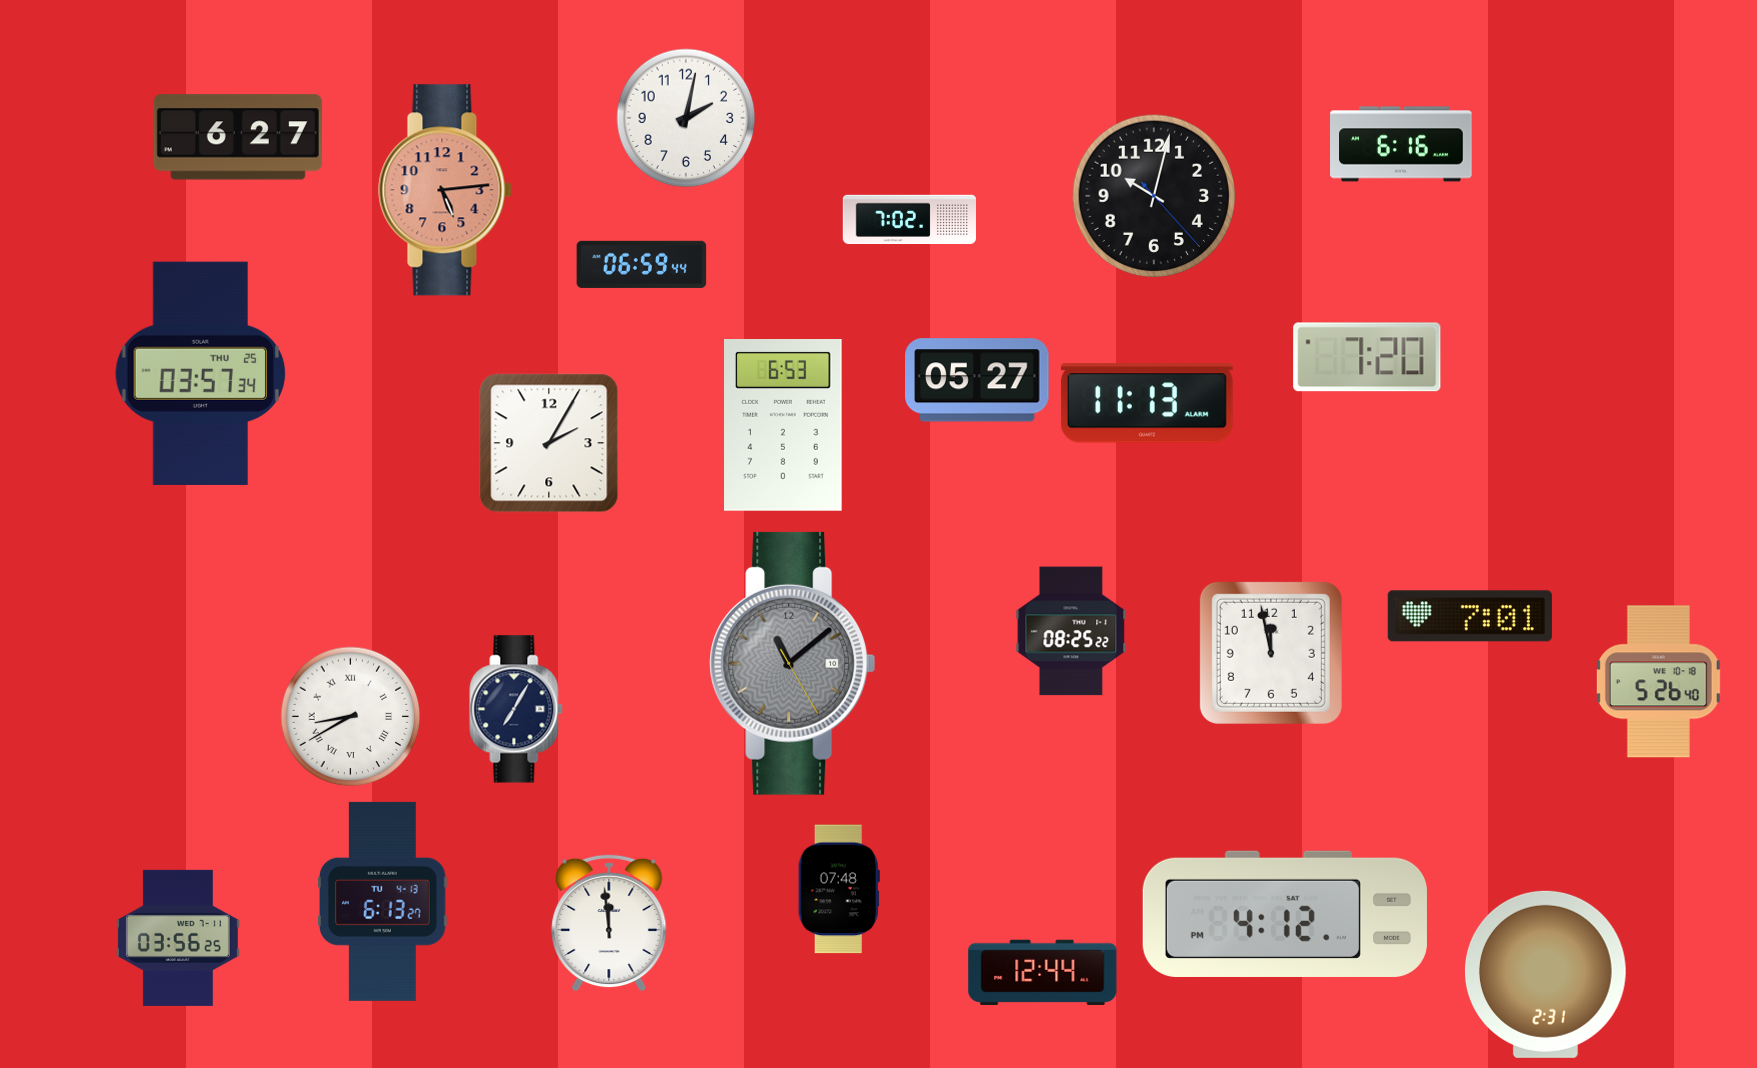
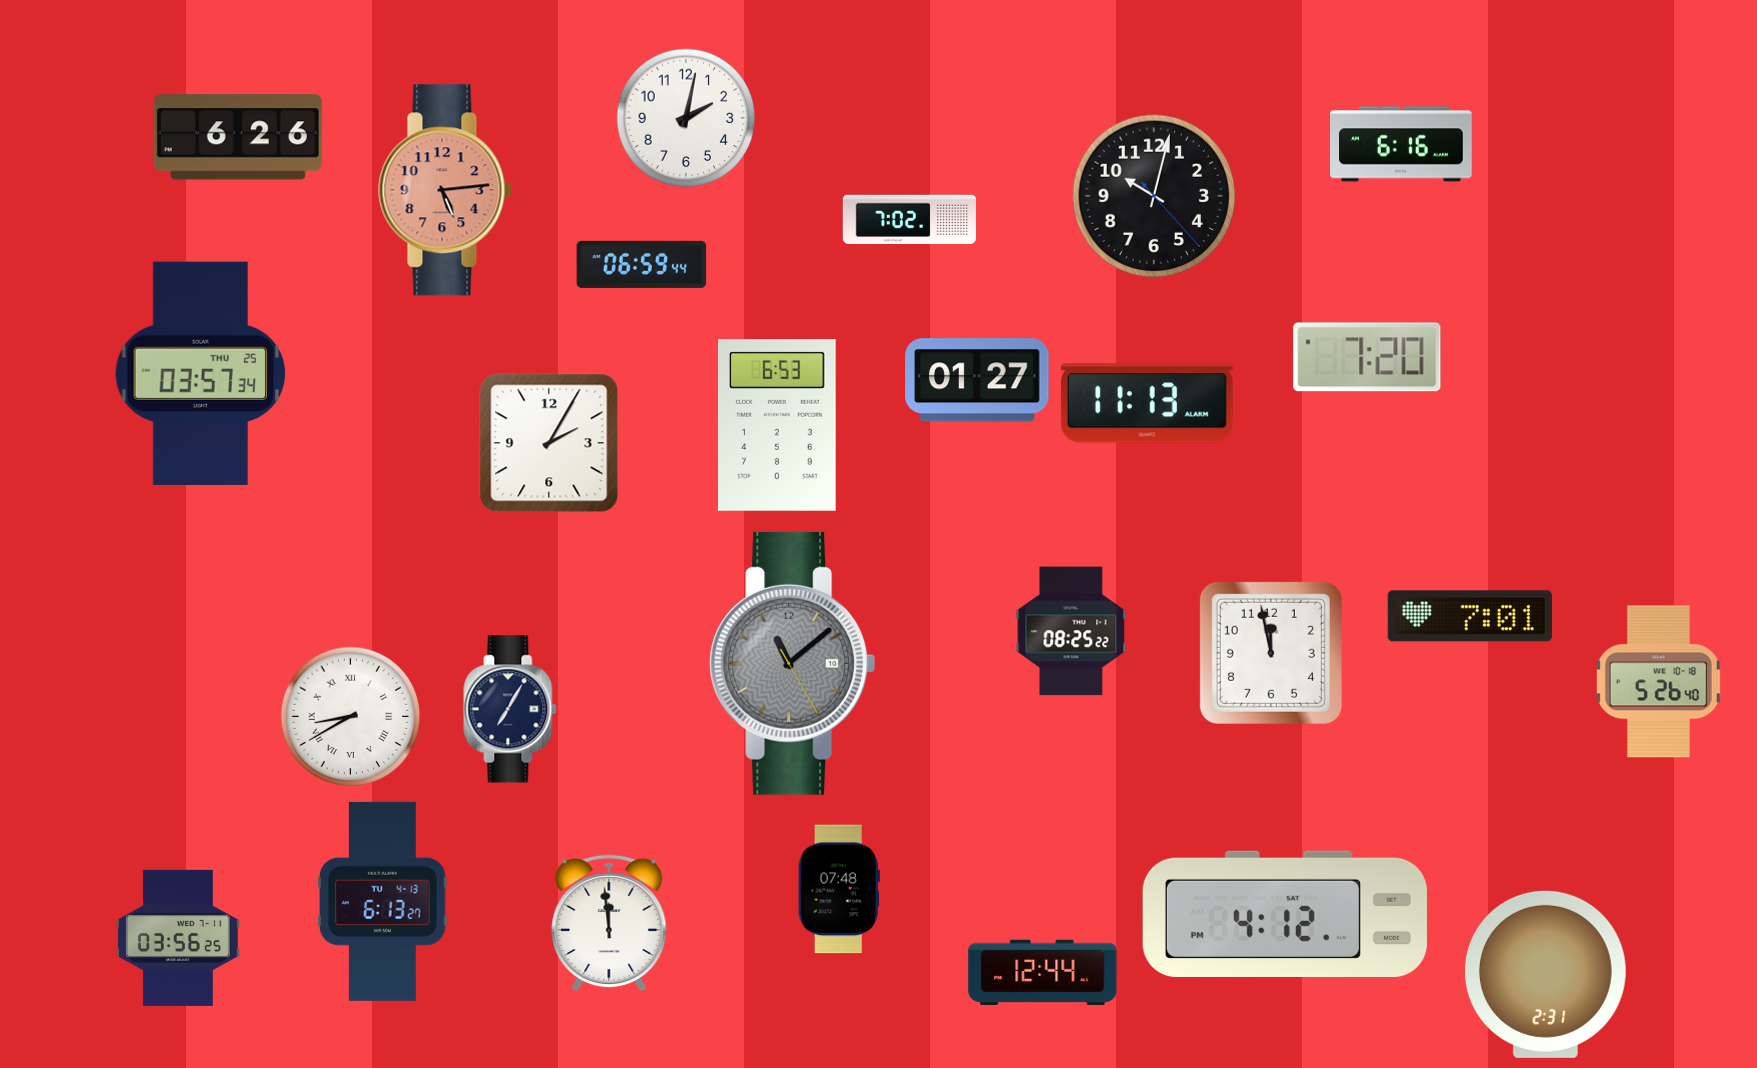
clock at (238, 137): 6:27 -> 6:26
clock at (977, 380): 05:27 -> 01:27
clock at (784, 426) position: (784, 426) -> (778, 426)
clock at (516, 709) position: (516, 709) -> (510, 709)
